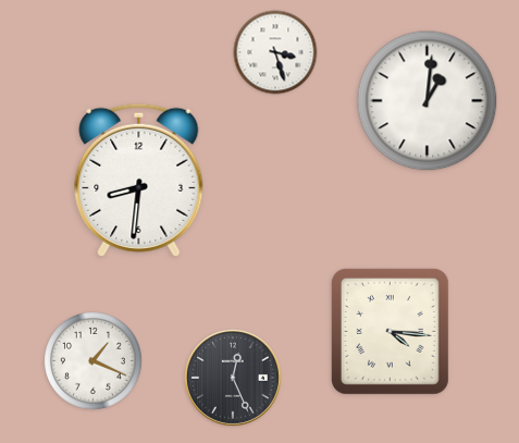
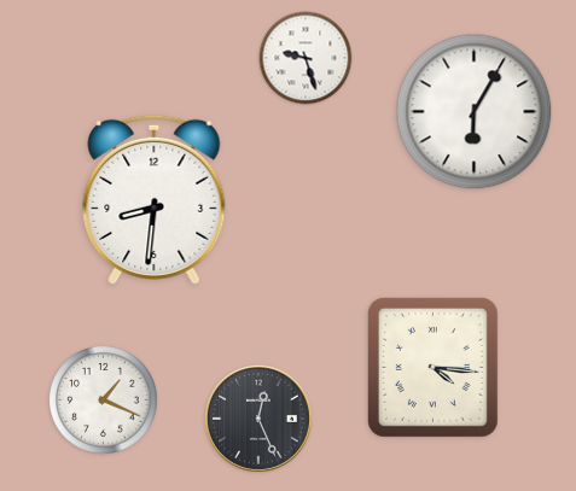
clock at (275, 52): 3:27 -> 9:27
clock at (428, 101): 1:01 -> 6:05
